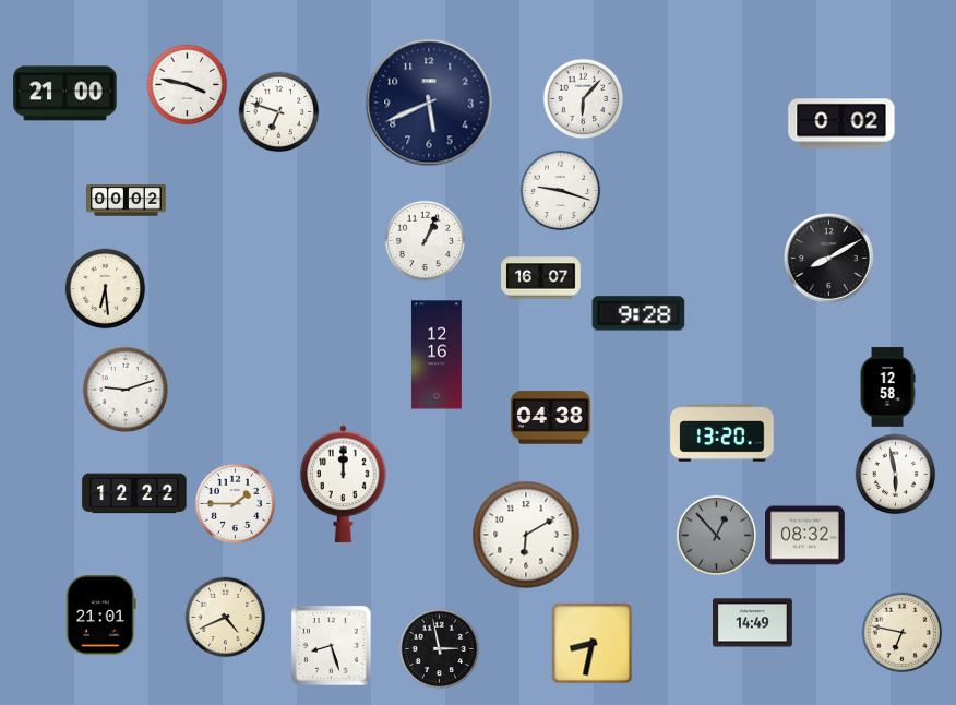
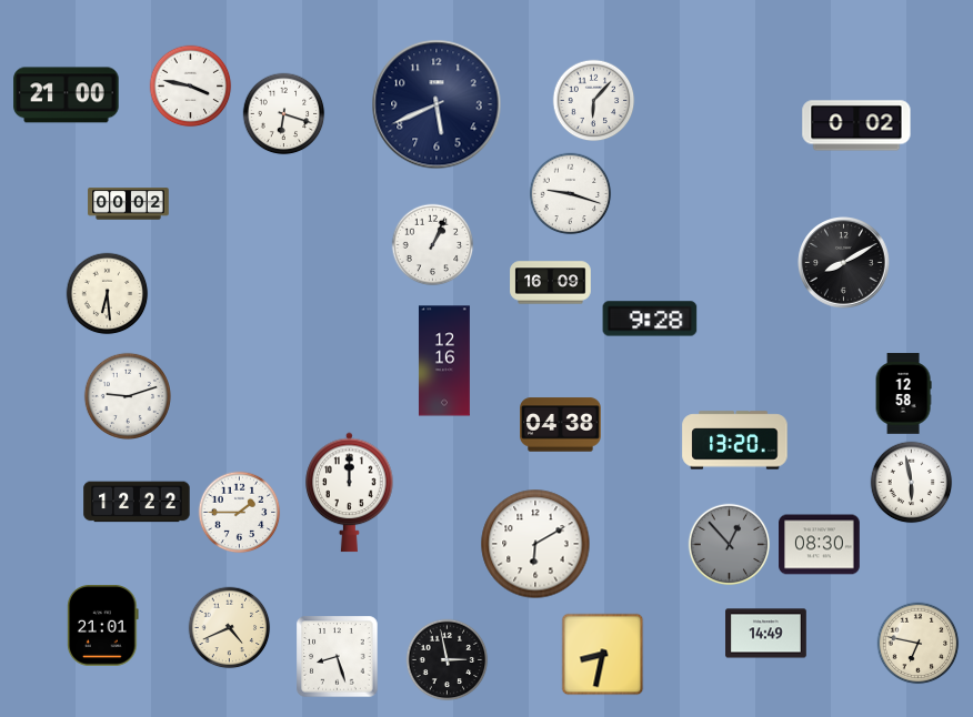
clock at (279, 112): 6:48 -> 6:18
clock at (541, 278): 16:07 -> 16:09
clock at (805, 536): 08:32 -> 08:30
